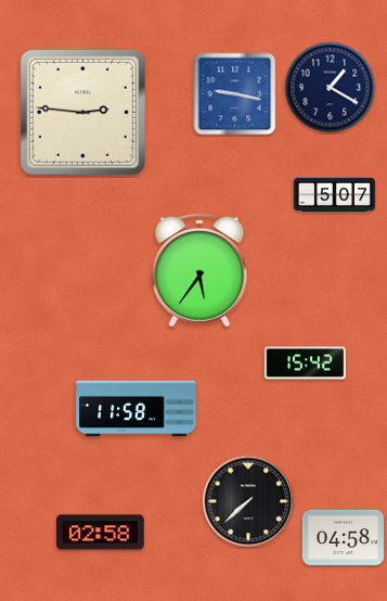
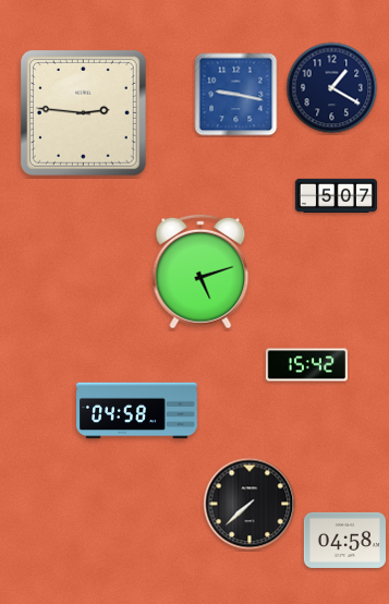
clock at (199, 270): 5:36 -> 5:12
clock at (137, 409): 11:58 -> 04:58
clock at (101, 533): 02:58 -> none
